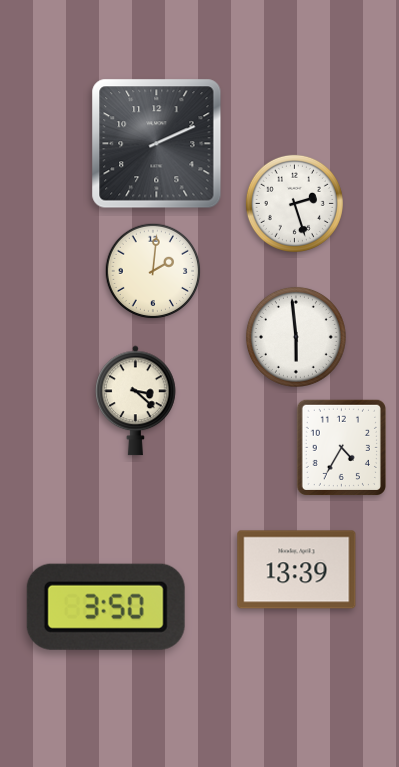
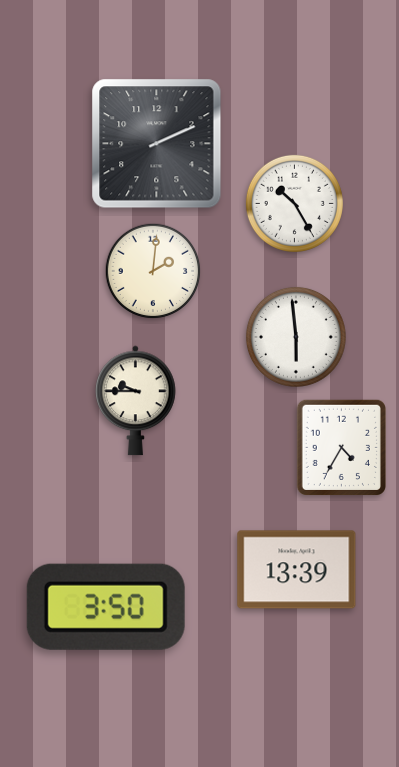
clock at (294, 203): 2:27 -> 10:25
clock at (136, 401): 3:22 -> 9:45
